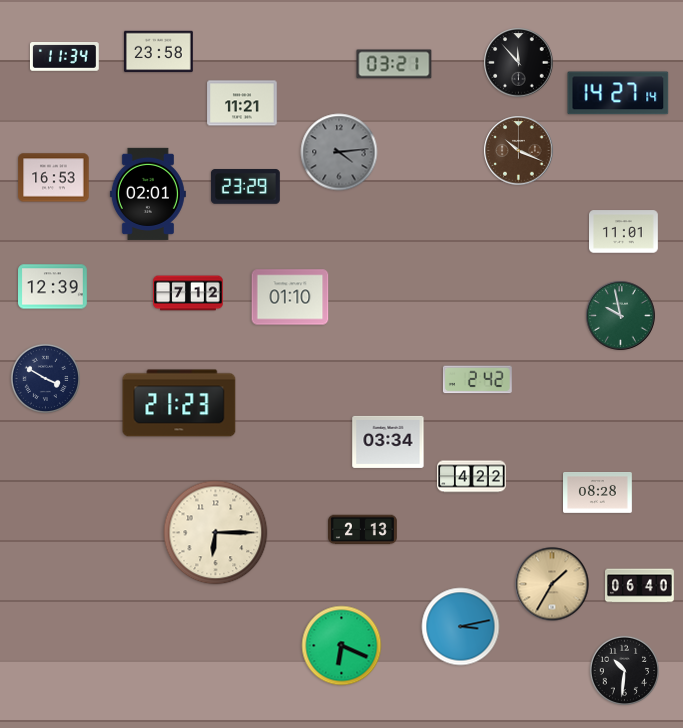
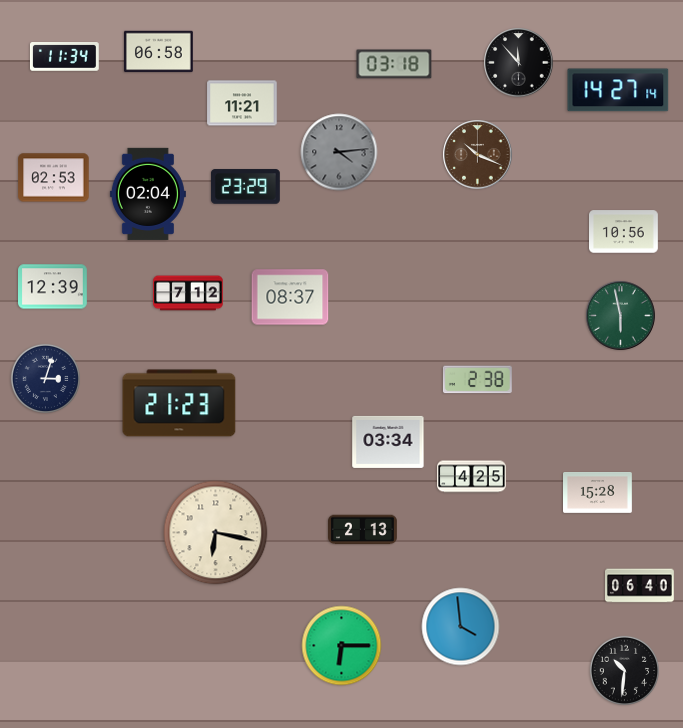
clock at (159, 52): 23:58 -> 06:58
clock at (394, 64): 03:21 -> 03:18
clock at (618, 93) position: (618, 93) -> (618, 90)
clock at (519, 151) position: (519, 151) -> (478, 155)
clock at (54, 178): 16:53 -> 02:53
clock at (148, 194): 02:01 -> 02:04
clock at (624, 232): 11:01 -> 10:56
clock at (290, 297): 01:10 -> 08:37
clock at (621, 316): 9:58 -> 5:58
clock at (45, 378): 3:50 -> 3:03
clock at (477, 380): 2:42 -> 2:38
clock at (472, 477): 4:22 -> 4:25
clock at (598, 493): 08:28 -> 15:28
clock at (216, 533): 6:15 -> 6:17
clock at (552, 584): 1:35 -> none
clock at (461, 627): 3:13 -> 3:59
clock at (342, 646): 6:19 -> 6:15
